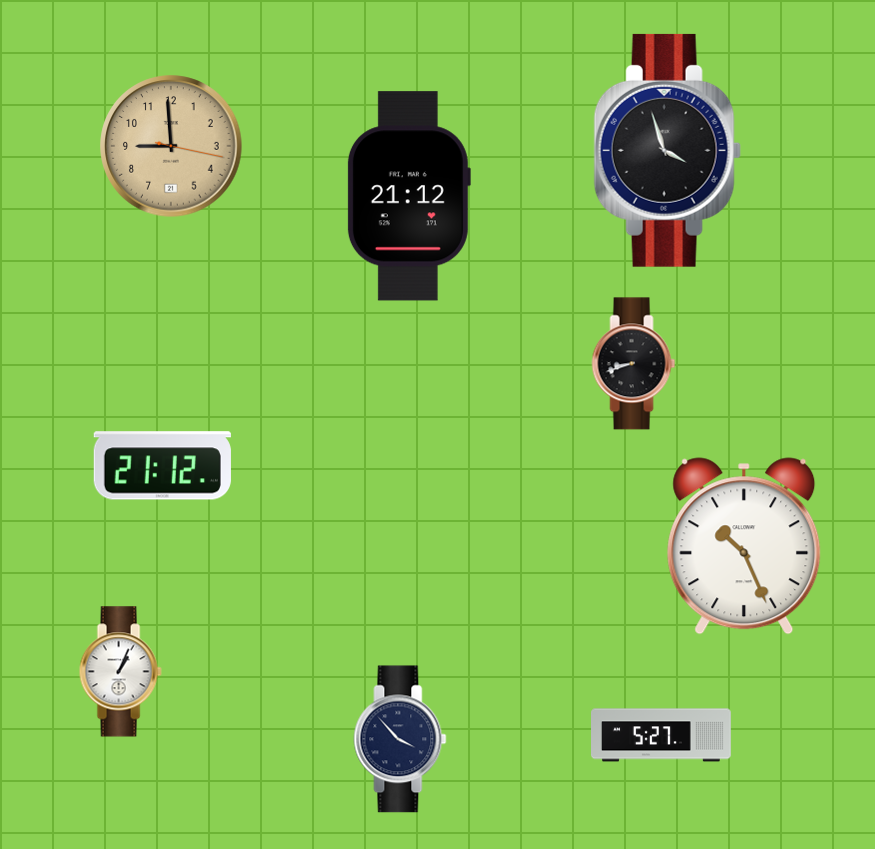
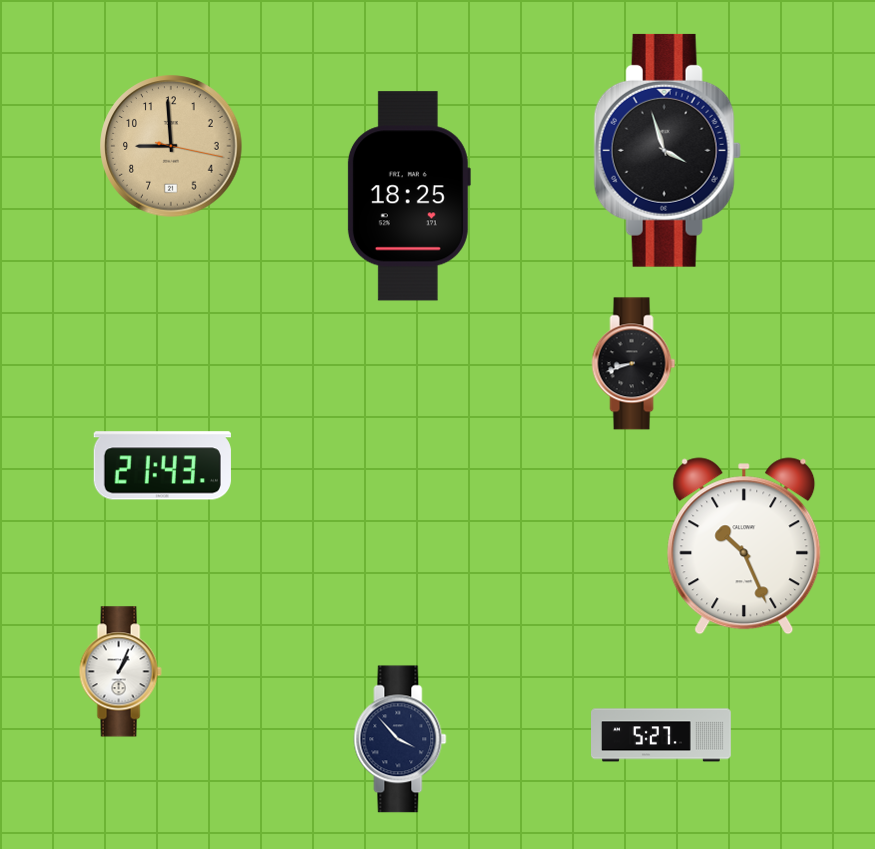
clock at (408, 196): 21:12 -> 18:25
clock at (162, 466): 21:12 -> 21:43
